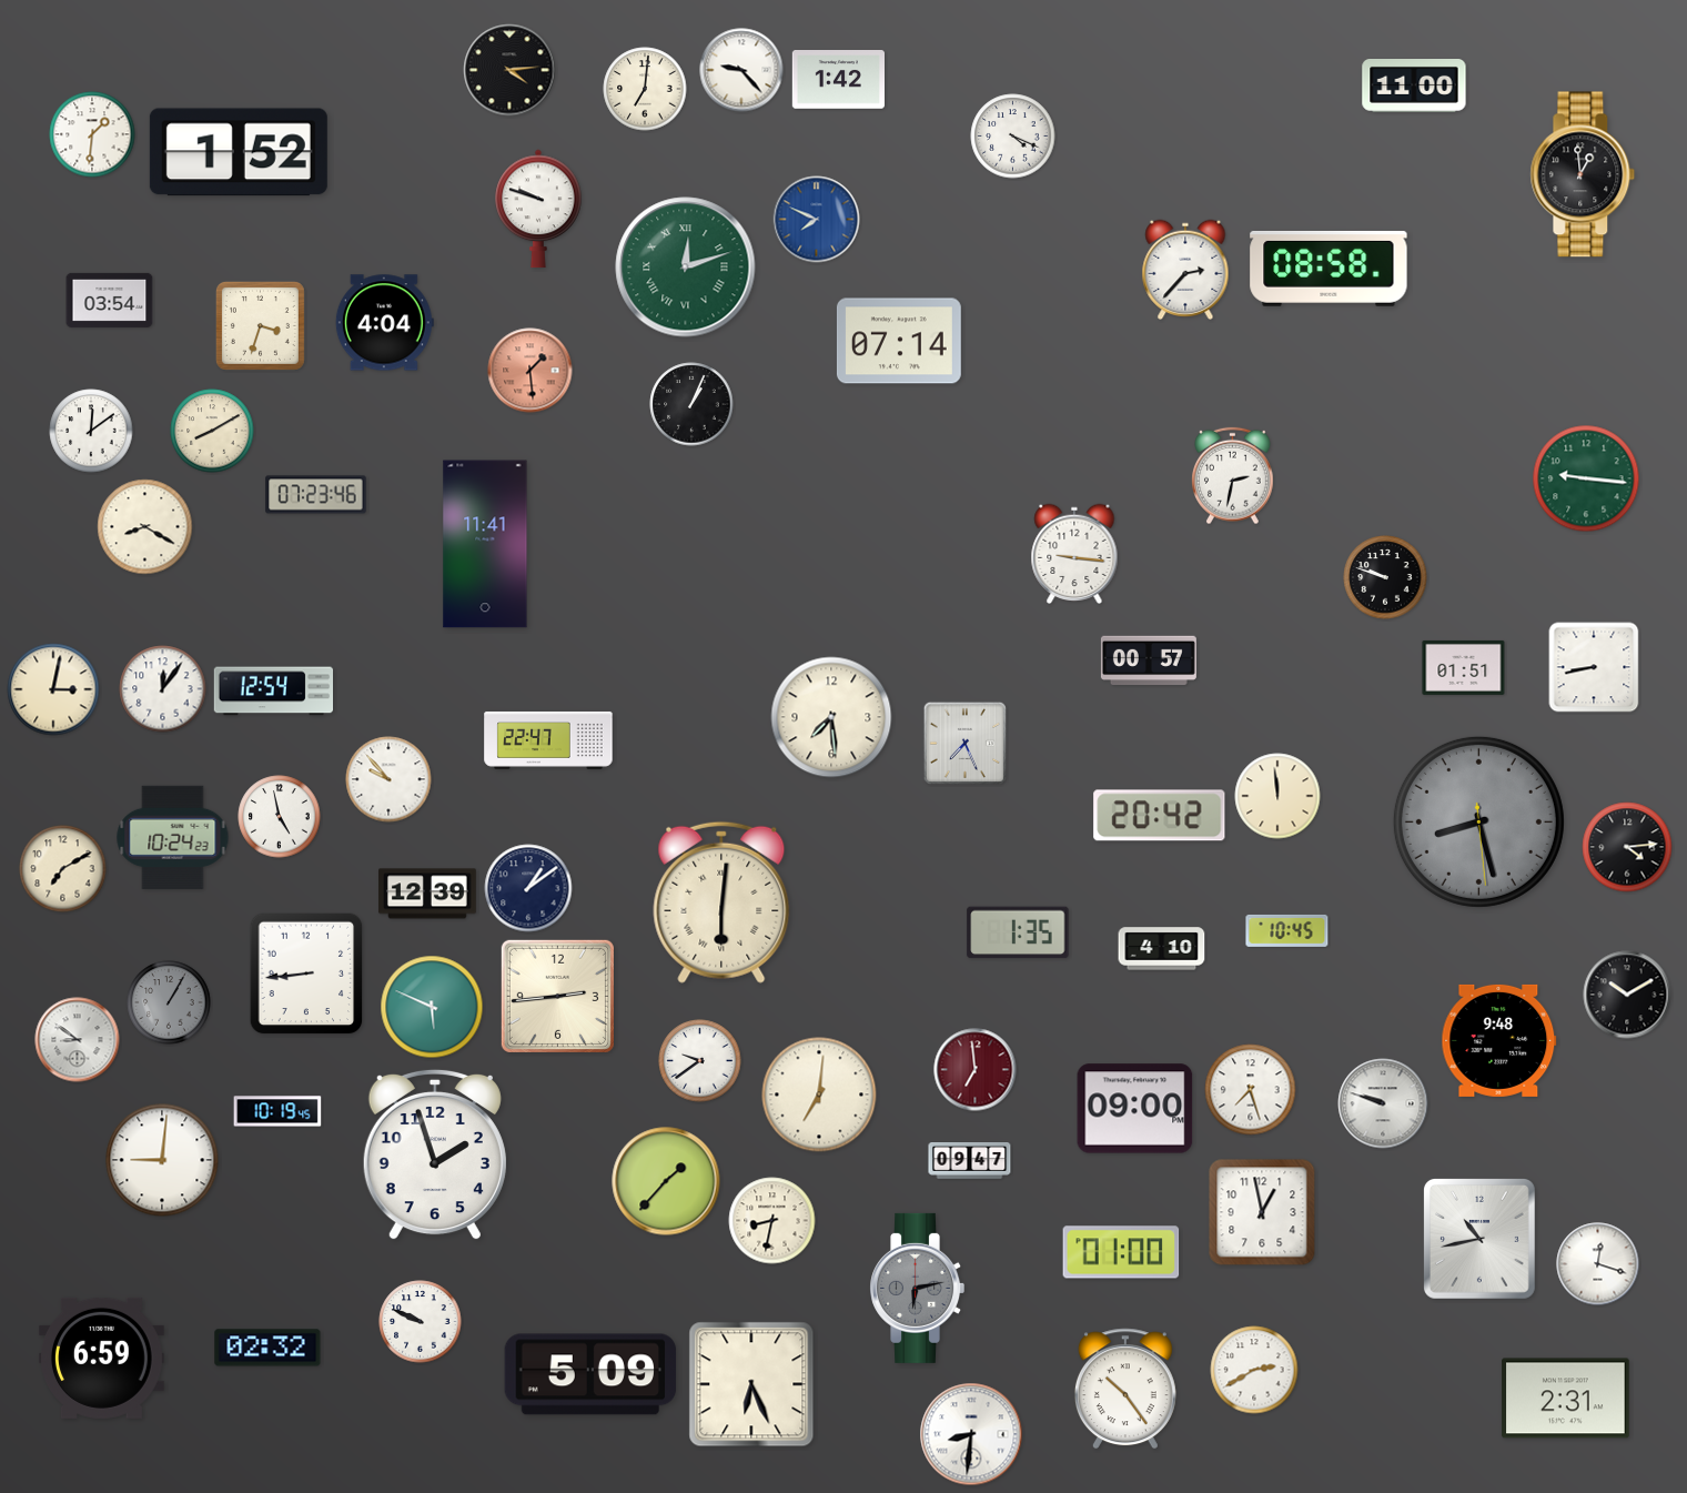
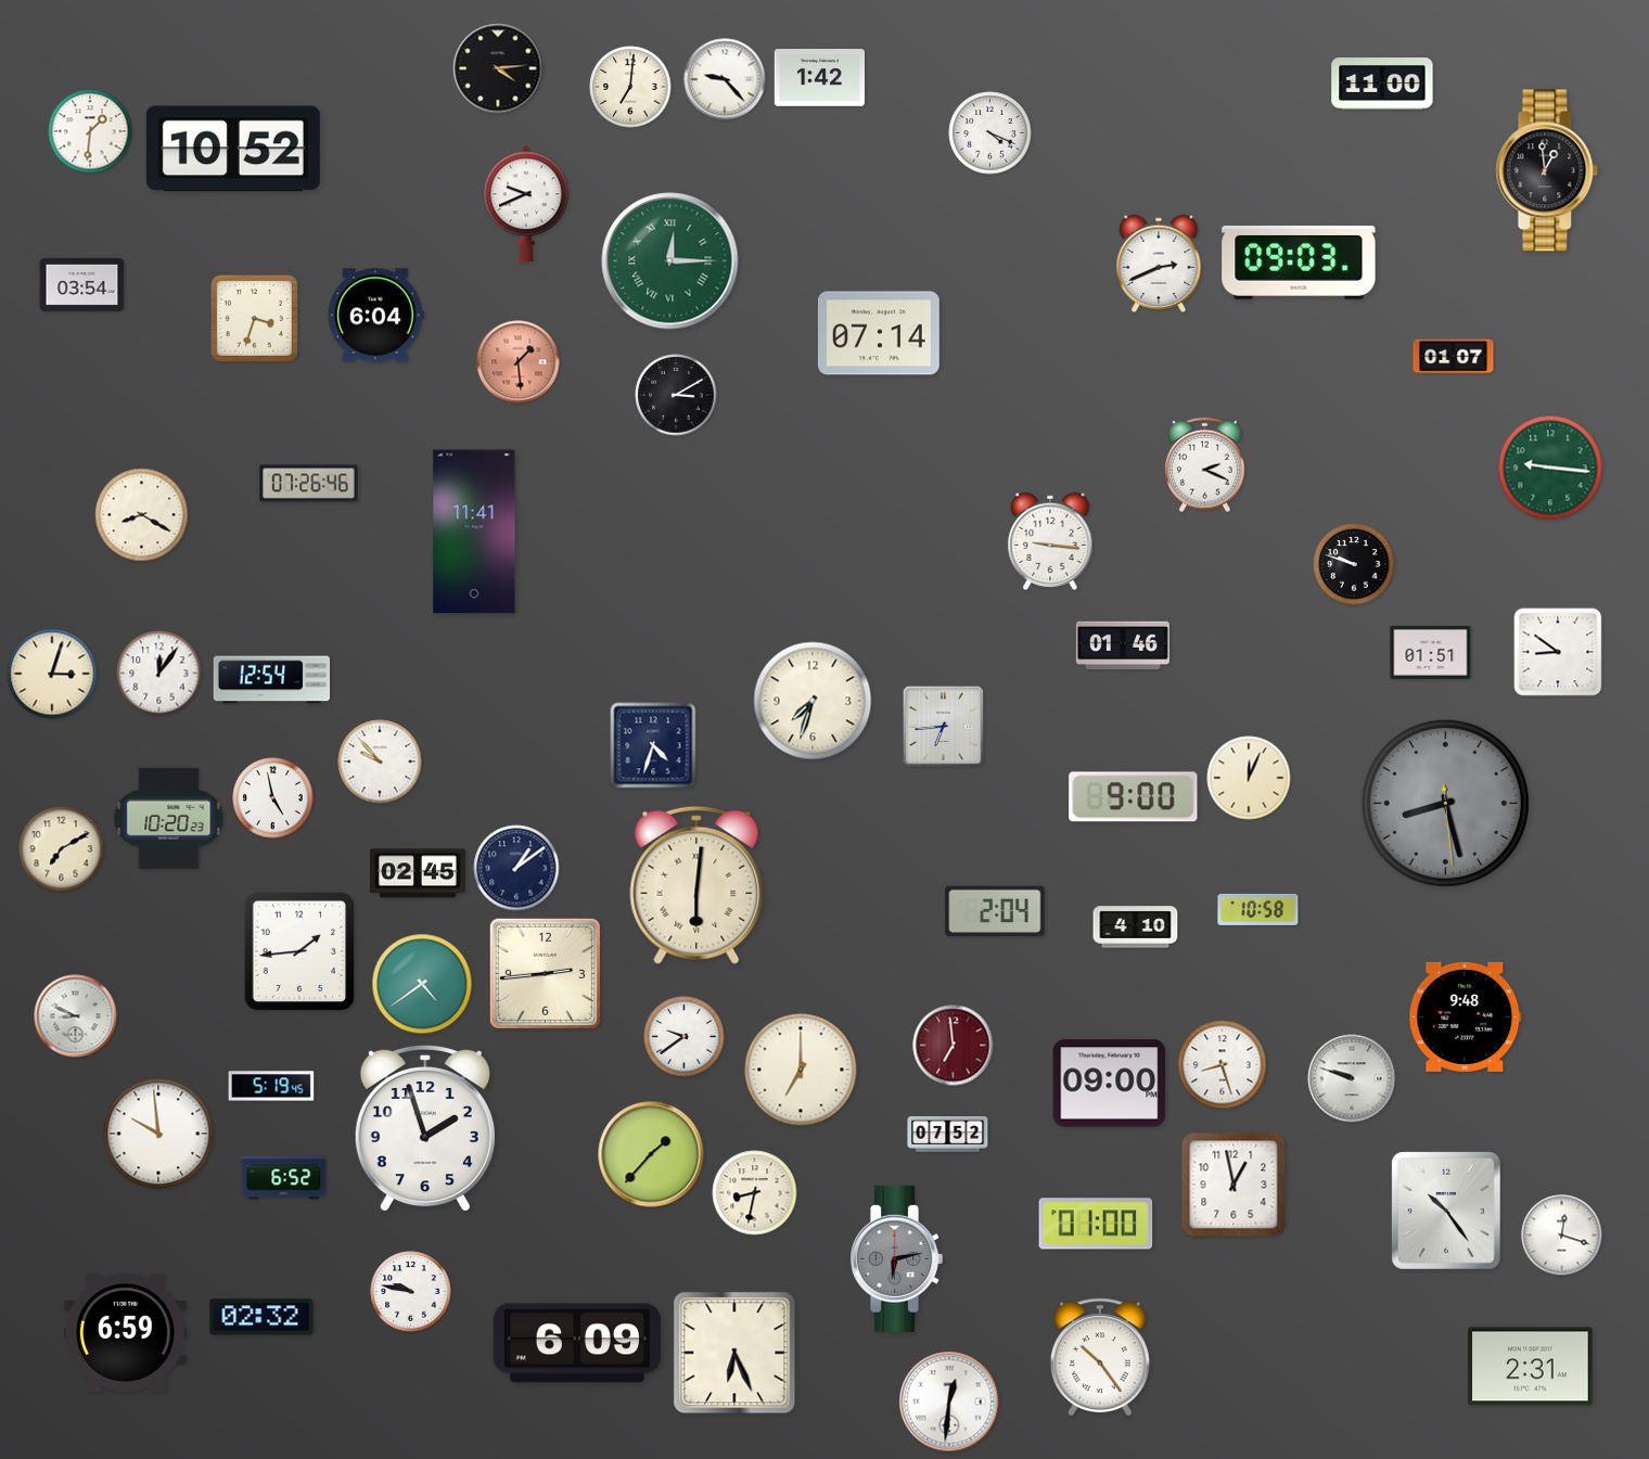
clock at (741, 70) position: (741, 70) -> (725, 79)
clock at (239, 152): 1:52 -> 10:52
clock at (538, 209): 9:48 -> 9:41
clock at (817, 220): 7:49 -> none
clock at (686, 268): 12:12 -> 12:15
clock at (1185, 269): 2:37 -> 2:41
clock at (1329, 269): 08:58 -> 09:03
clock at (110, 300) position: (110, 300) -> (82, 284)
clock at (384, 323): 4:04 -> 6:04
clock at (1454, 357): none -> 01:07
clock at (691, 404): 1:04 -> 3:10
clock at (91, 431): 12:09 -> none
clock at (212, 431): 8:10 -> none
clock at (1233, 476): 2:32 -> 2:19
clock at (316, 495): 07:23 -> 07:26
clock at (1149, 660): 00:57 -> 01:46
clock at (1594, 667): 8:43 -> 8:51
clock at (53, 689): 3:02 -> 3:03
clock at (273, 692) position: (273, 692) -> (271, 680)
clock at (831, 717): 7:29 -> 7:33
clock at (548, 740): 22:47 -> none
clock at (964, 743): 7:26 -> 6:44
clock at (653, 745): none -> 4:33
clock at (1277, 796): 11:59 -> 12:04
clock at (1160, 816): 20:42 -> 9:00
clock at (173, 837): 10:24 -> 10:20
clock at (1627, 847): 4:14 -> none
clock at (428, 894): 12:39 -> 02:45
clock at (721, 902) position: (721, 902) -> (696, 885)
clock at (1287, 930): 10:45 -> 10:58
clock at (1018, 932): 1:35 -> 2:04
clock at (306, 974): 8:44 -> 1:44
clock at (1627, 995): 10:10 -> none
clock at (169, 1002): 1:05 -> none
clock at (432, 1007): 5:49 -> 4:39
clock at (78, 1040): 8:51 -> 8:49
clock at (1251, 1090): 7:27 -> 8:27
clock at (819, 1094): 7:01 -> 7:00
clock at (277, 1111): 10:19 -> 5:19
clock at (162, 1160): 9:01 -> 9:59
clock at (970, 1161): 09:47 -> 07:52
clock at (284, 1178): none -> 6:52
clock at (1479, 1239): 10:43 -> 10:24
clock at (421, 1322): 9:49 -> 9:47
clock at (102, 1358) position: (102, 1358) -> (126, 1332)
clock at (1254, 1370): 2:40 -> none
clock at (590, 1374): 5:09 -> 6:09
clock at (971, 1434): 8:31 -> 12:31
